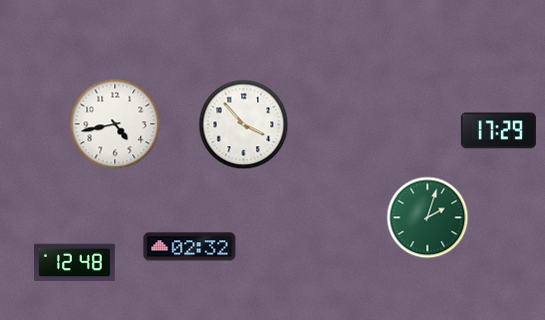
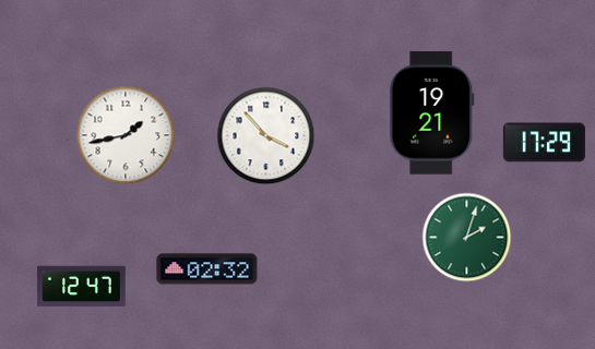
clock at (432, 113): none -> 19:21
clock at (115, 124): 4:43 -> 1:43
clock at (75, 263): 12:48 -> 12:47
